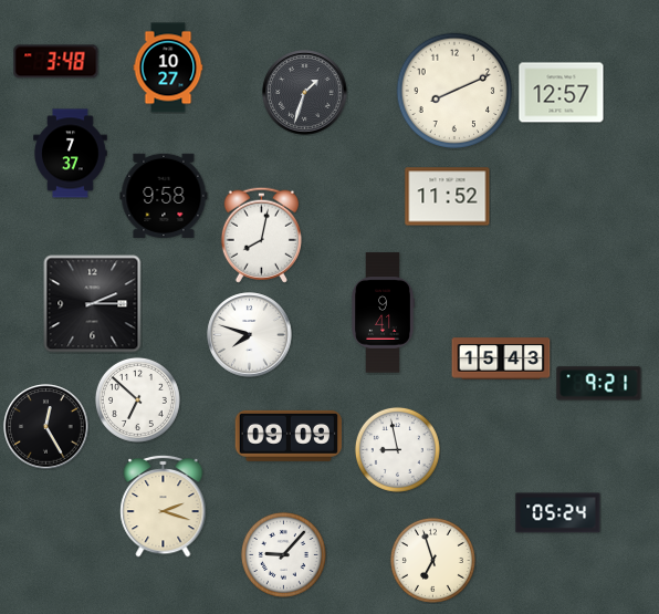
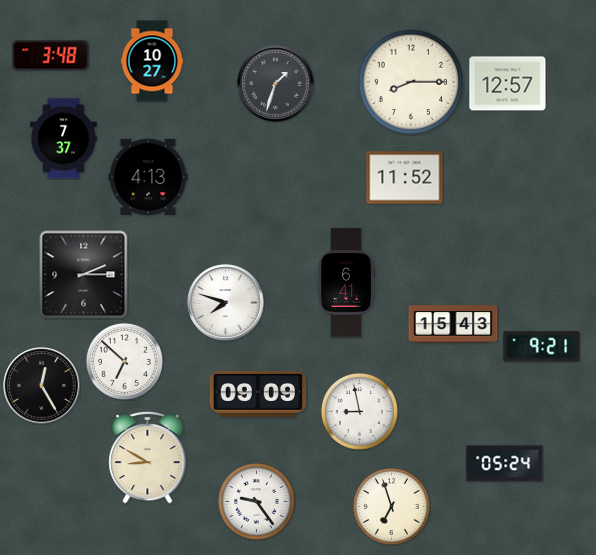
clock at (454, 91): 8:11 -> 8:15
clock at (164, 195): 9:58 -> 4:13
clock at (261, 235): 8:02 -> none
clock at (383, 313): 9:41 -> 6:41
clock at (287, 436) position: (287, 436) -> (257, 394)
clock at (397, 449) position: (397, 449) -> (359, 411)
clock at (164, 506): 2:18 -> 8:50
clock at (283, 554): 9:07 -> 9:24
